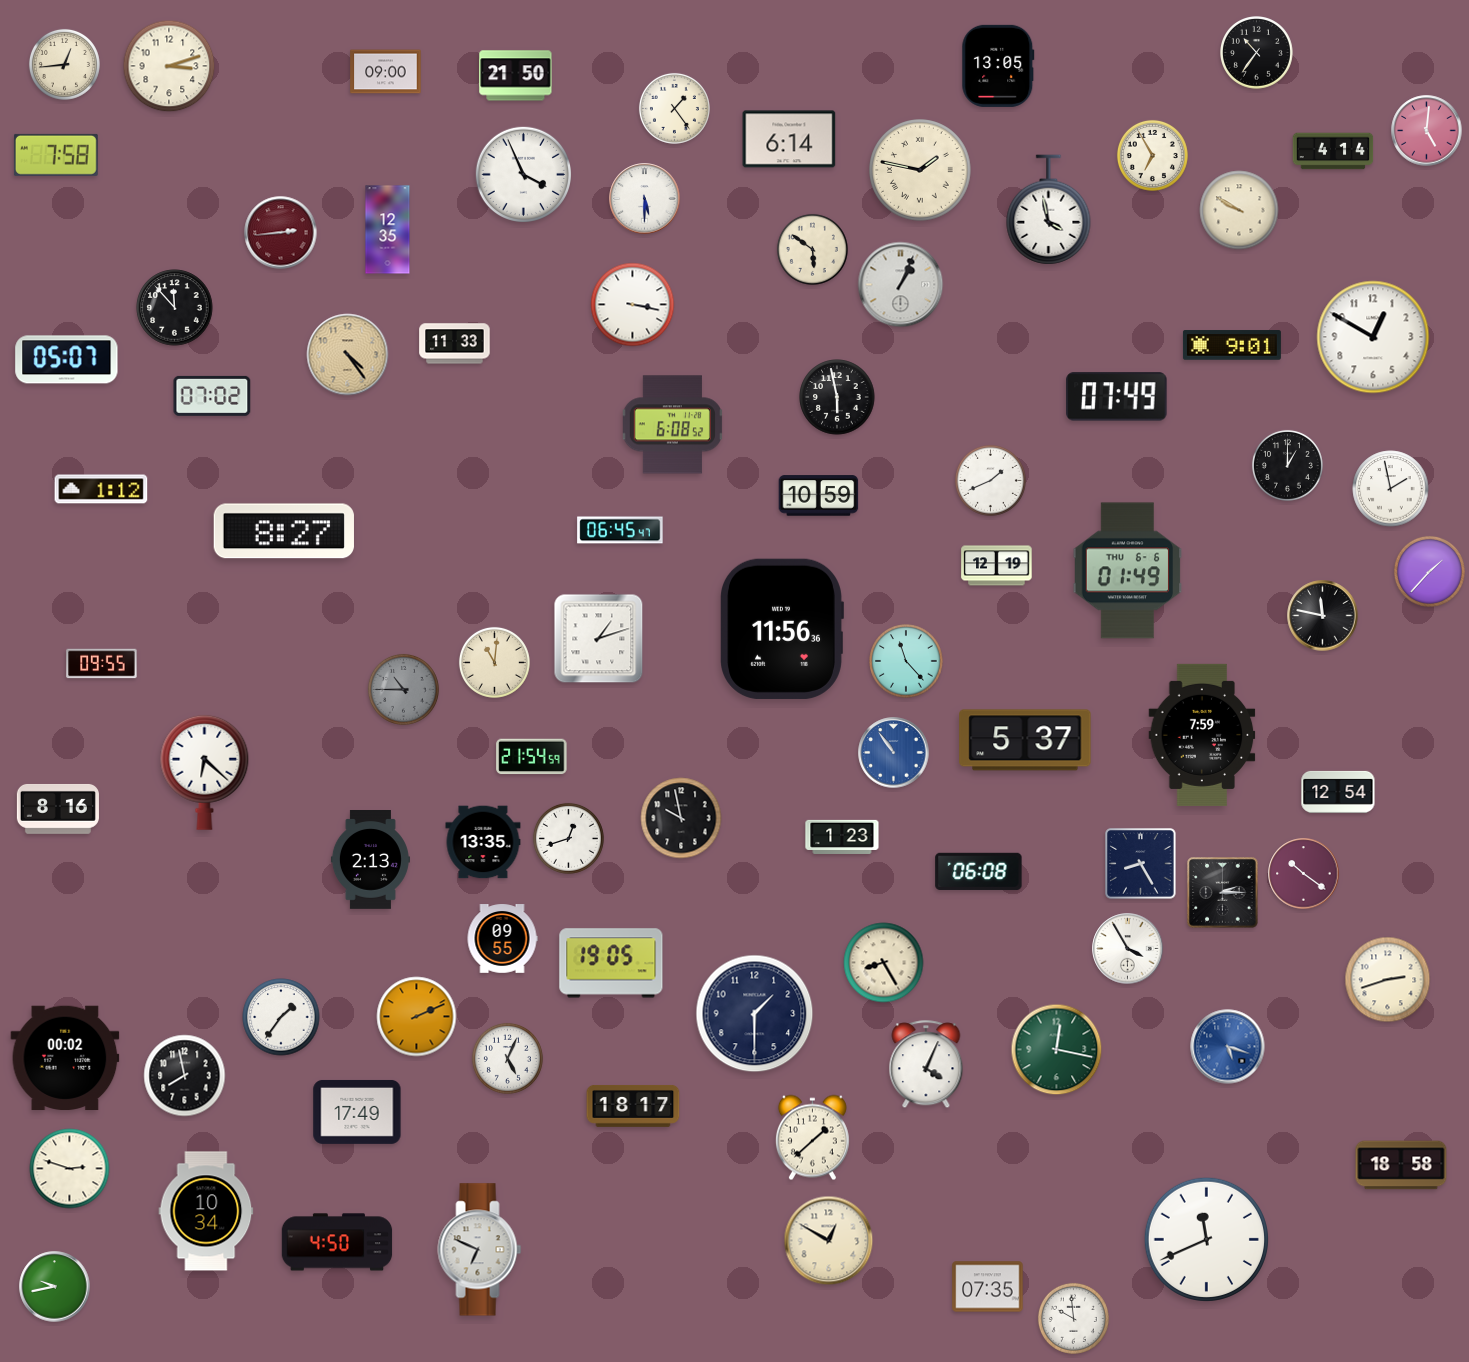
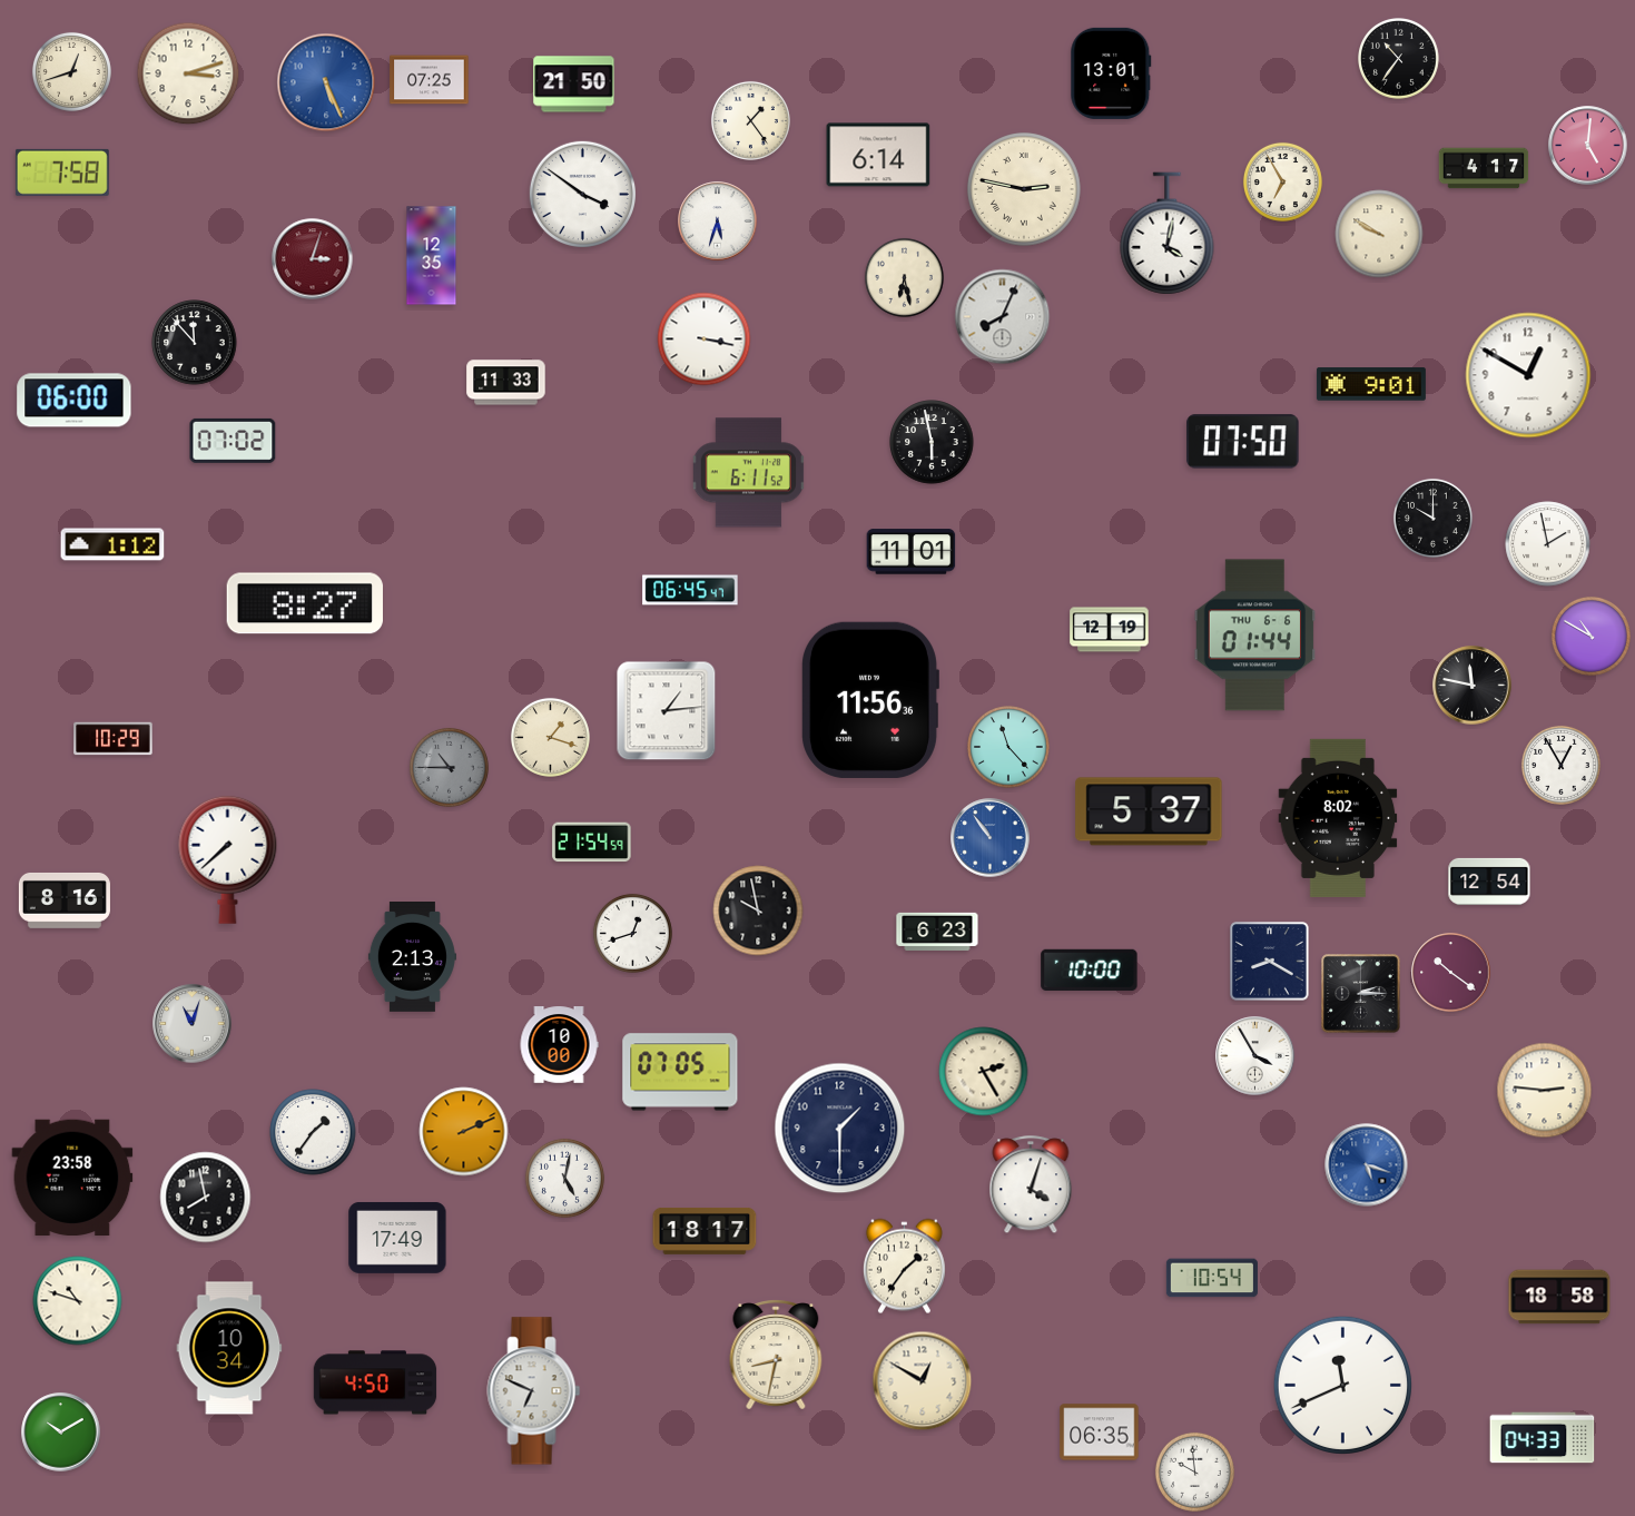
clock at (64, 64): 12:44 -> 12:42
clock at (998, 66): 13:05 -> 13:01
clock at (386, 72): 09:00 -> 07:25
clock at (326, 82): none -> 5:26
clock at (1333, 151): 4:14 -> 4:17
clock at (1152, 155) position: (1152, 155) -> (1282, 181)
clock at (921, 171): 1:47 -> 2:47
clock at (523, 174): 3:56 -> 3:51
clock at (645, 199): 5:30 -> 5:33
clock at (1049, 210): 3:58 -> 4:02
clock at (281, 233): 2:44 -> 3:03
clock at (812, 249): 5:51 -> 6:28
clock at (901, 285): 1:04 -> 8:04
clock at (348, 355): 4:24 -> none
clock at (67, 360): 05:07 -> 06:00
clock at (212, 396) position: (212, 396) -> (233, 441)
clock at (1117, 397): 07:49 -> 07:50
clock at (672, 425): 6:08 -> 6:11
clock at (1287, 465): 1:00 -> 10:00
clock at (990, 480): 1:41 -> none
clock at (819, 496): 10:59 -> 11:01
clock at (284, 531) position: (284, 531) -> (305, 603)
clock at (1128, 571): 01:49 -> 01:44
clock at (1429, 571): 1:37 -> 10:50
clock at (599, 639): 1:12 -> 1:14
clock at (906, 661) position: (906, 661) -> (1008, 747)
clock at (494, 662): 11:01 -> 1:18
clock at (102, 664): 09:55 -> 10:29
clock at (1560, 765): none -> 12:55
clock at (1202, 735): 7:59 -> 8:02
clock at (1025, 740) position: (1025, 740) -> (1149, 811)
clock at (894, 753) position: (894, 753) -> (991, 838)
clock at (205, 772): 6:22 -> 7:38
clock at (842, 837): 1:23 -> 6:23
clock at (483, 842): 13:35 -> none
clock at (1141, 864): 8:25 -> 8:20
clock at (979, 871): 06:08 -> 10:00
clock at (193, 1024): none -> 11:03
clock at (502, 939): 09:55 -> 10:00
clock at (611, 963): 19:05 -> 07:05
clock at (884, 963): 8:25 -> 2:25
clock at (1388, 980): 2:42 -> 2:46
clock at (1057, 1050): 12:17 -> none
clock at (65, 1058): 00:02 -> 23:58
clock at (507, 1058): 5:04 -> 5:02
clock at (926, 1065): 4:04 -> 4:03
clock at (812, 1138): 1:38 -> 1:36
clock at (1212, 1278): none -> 10:54
clock at (70, 1169): 2:48 -> 10:48
clock at (776, 1355): none -> 8:32
clock at (1206, 1239) position: (1206, 1239) -> (1342, 1385)
clock at (55, 1287): 9:43 -> 10:10
clock at (988, 1287): 07:35 -> 06:35
clock at (1543, 1438): none -> 04:33
clock at (1073, 1318) position: (1073, 1318) -> (1194, 1471)
